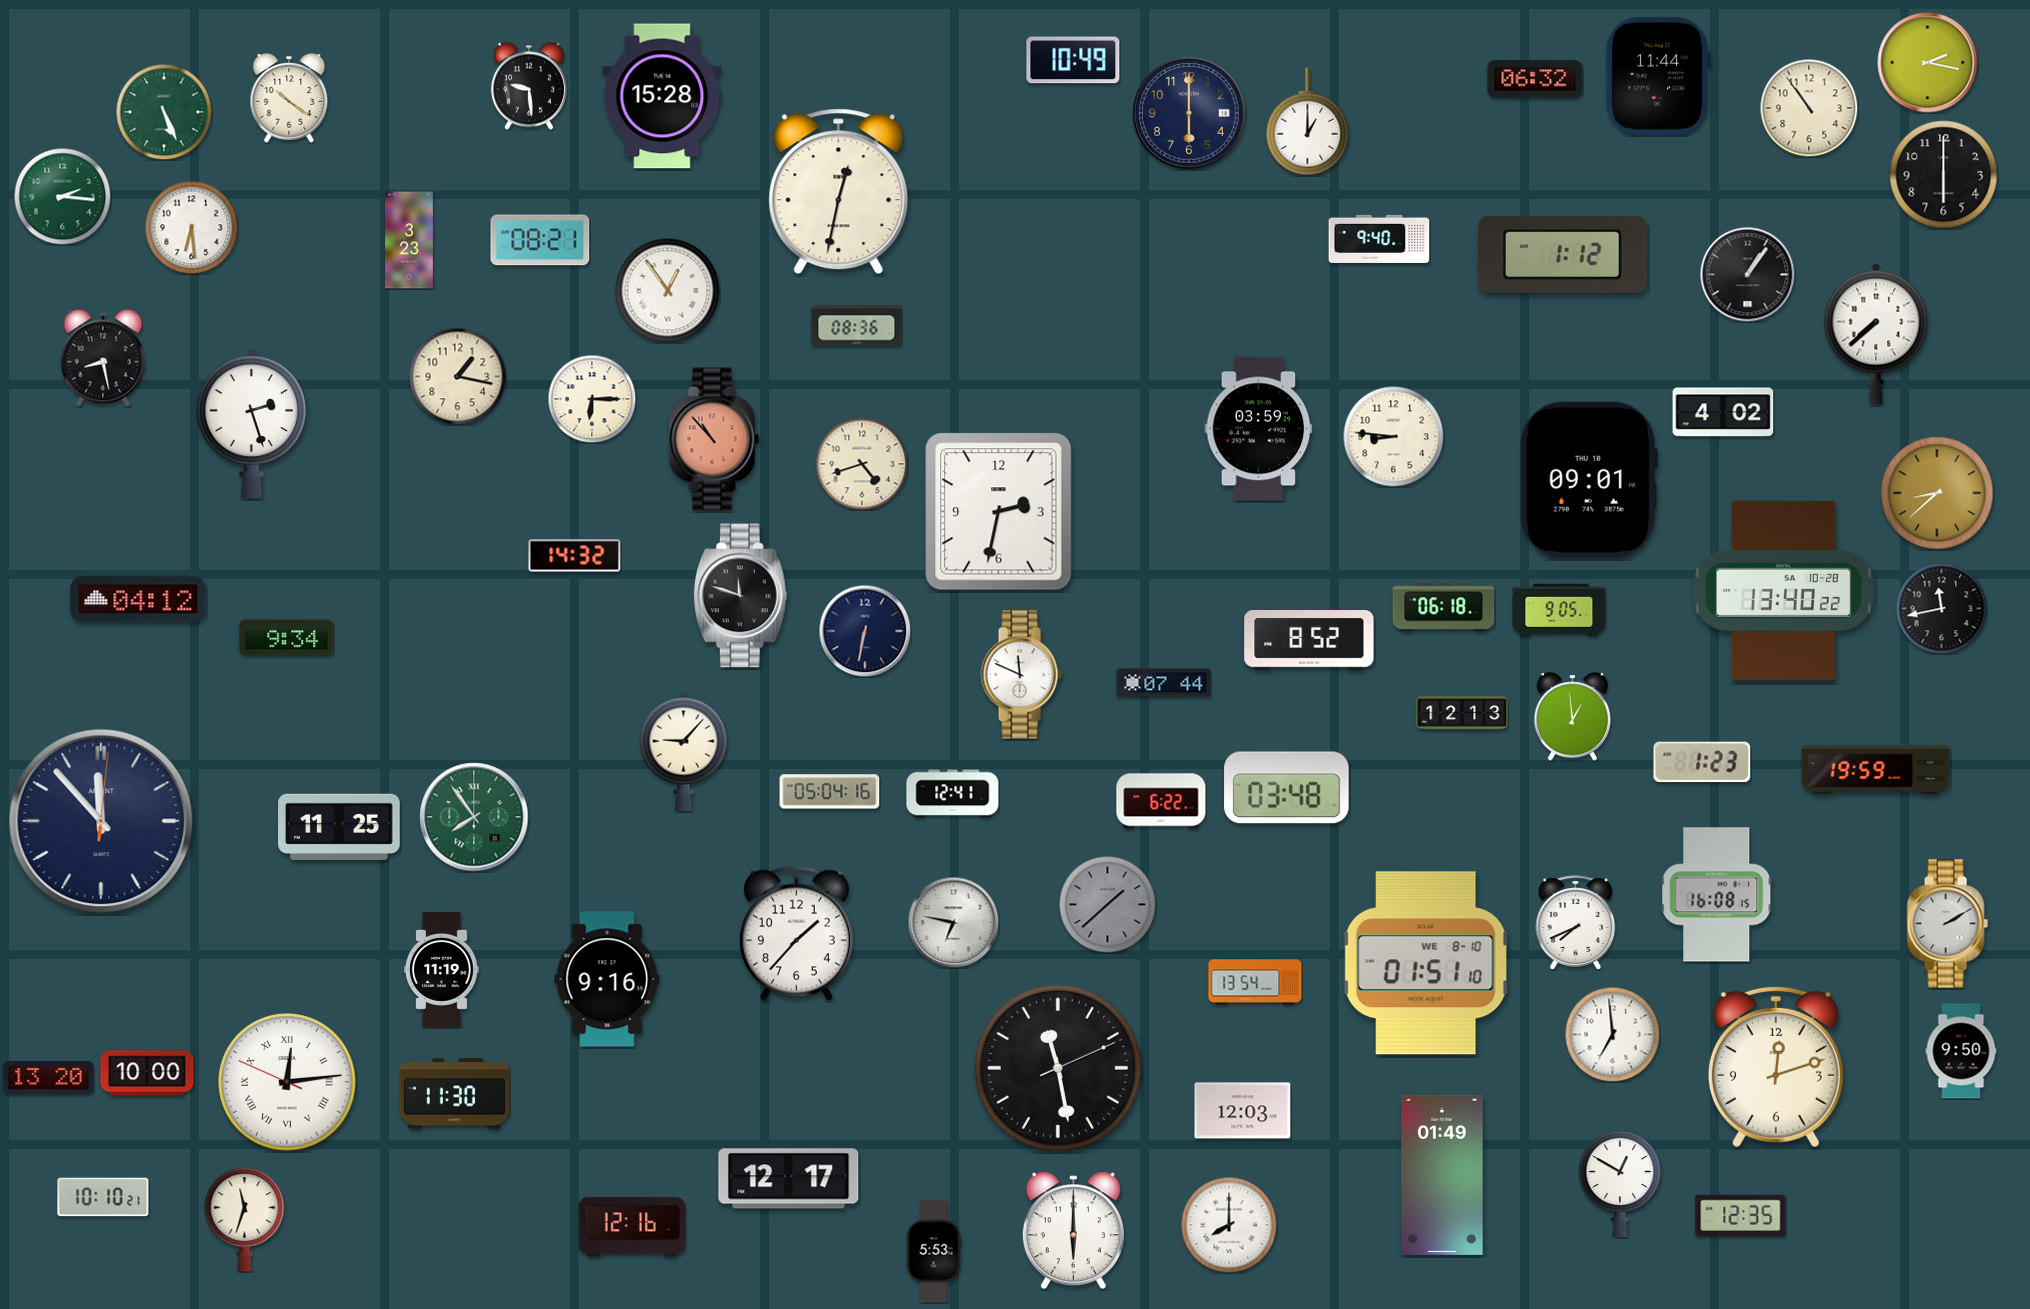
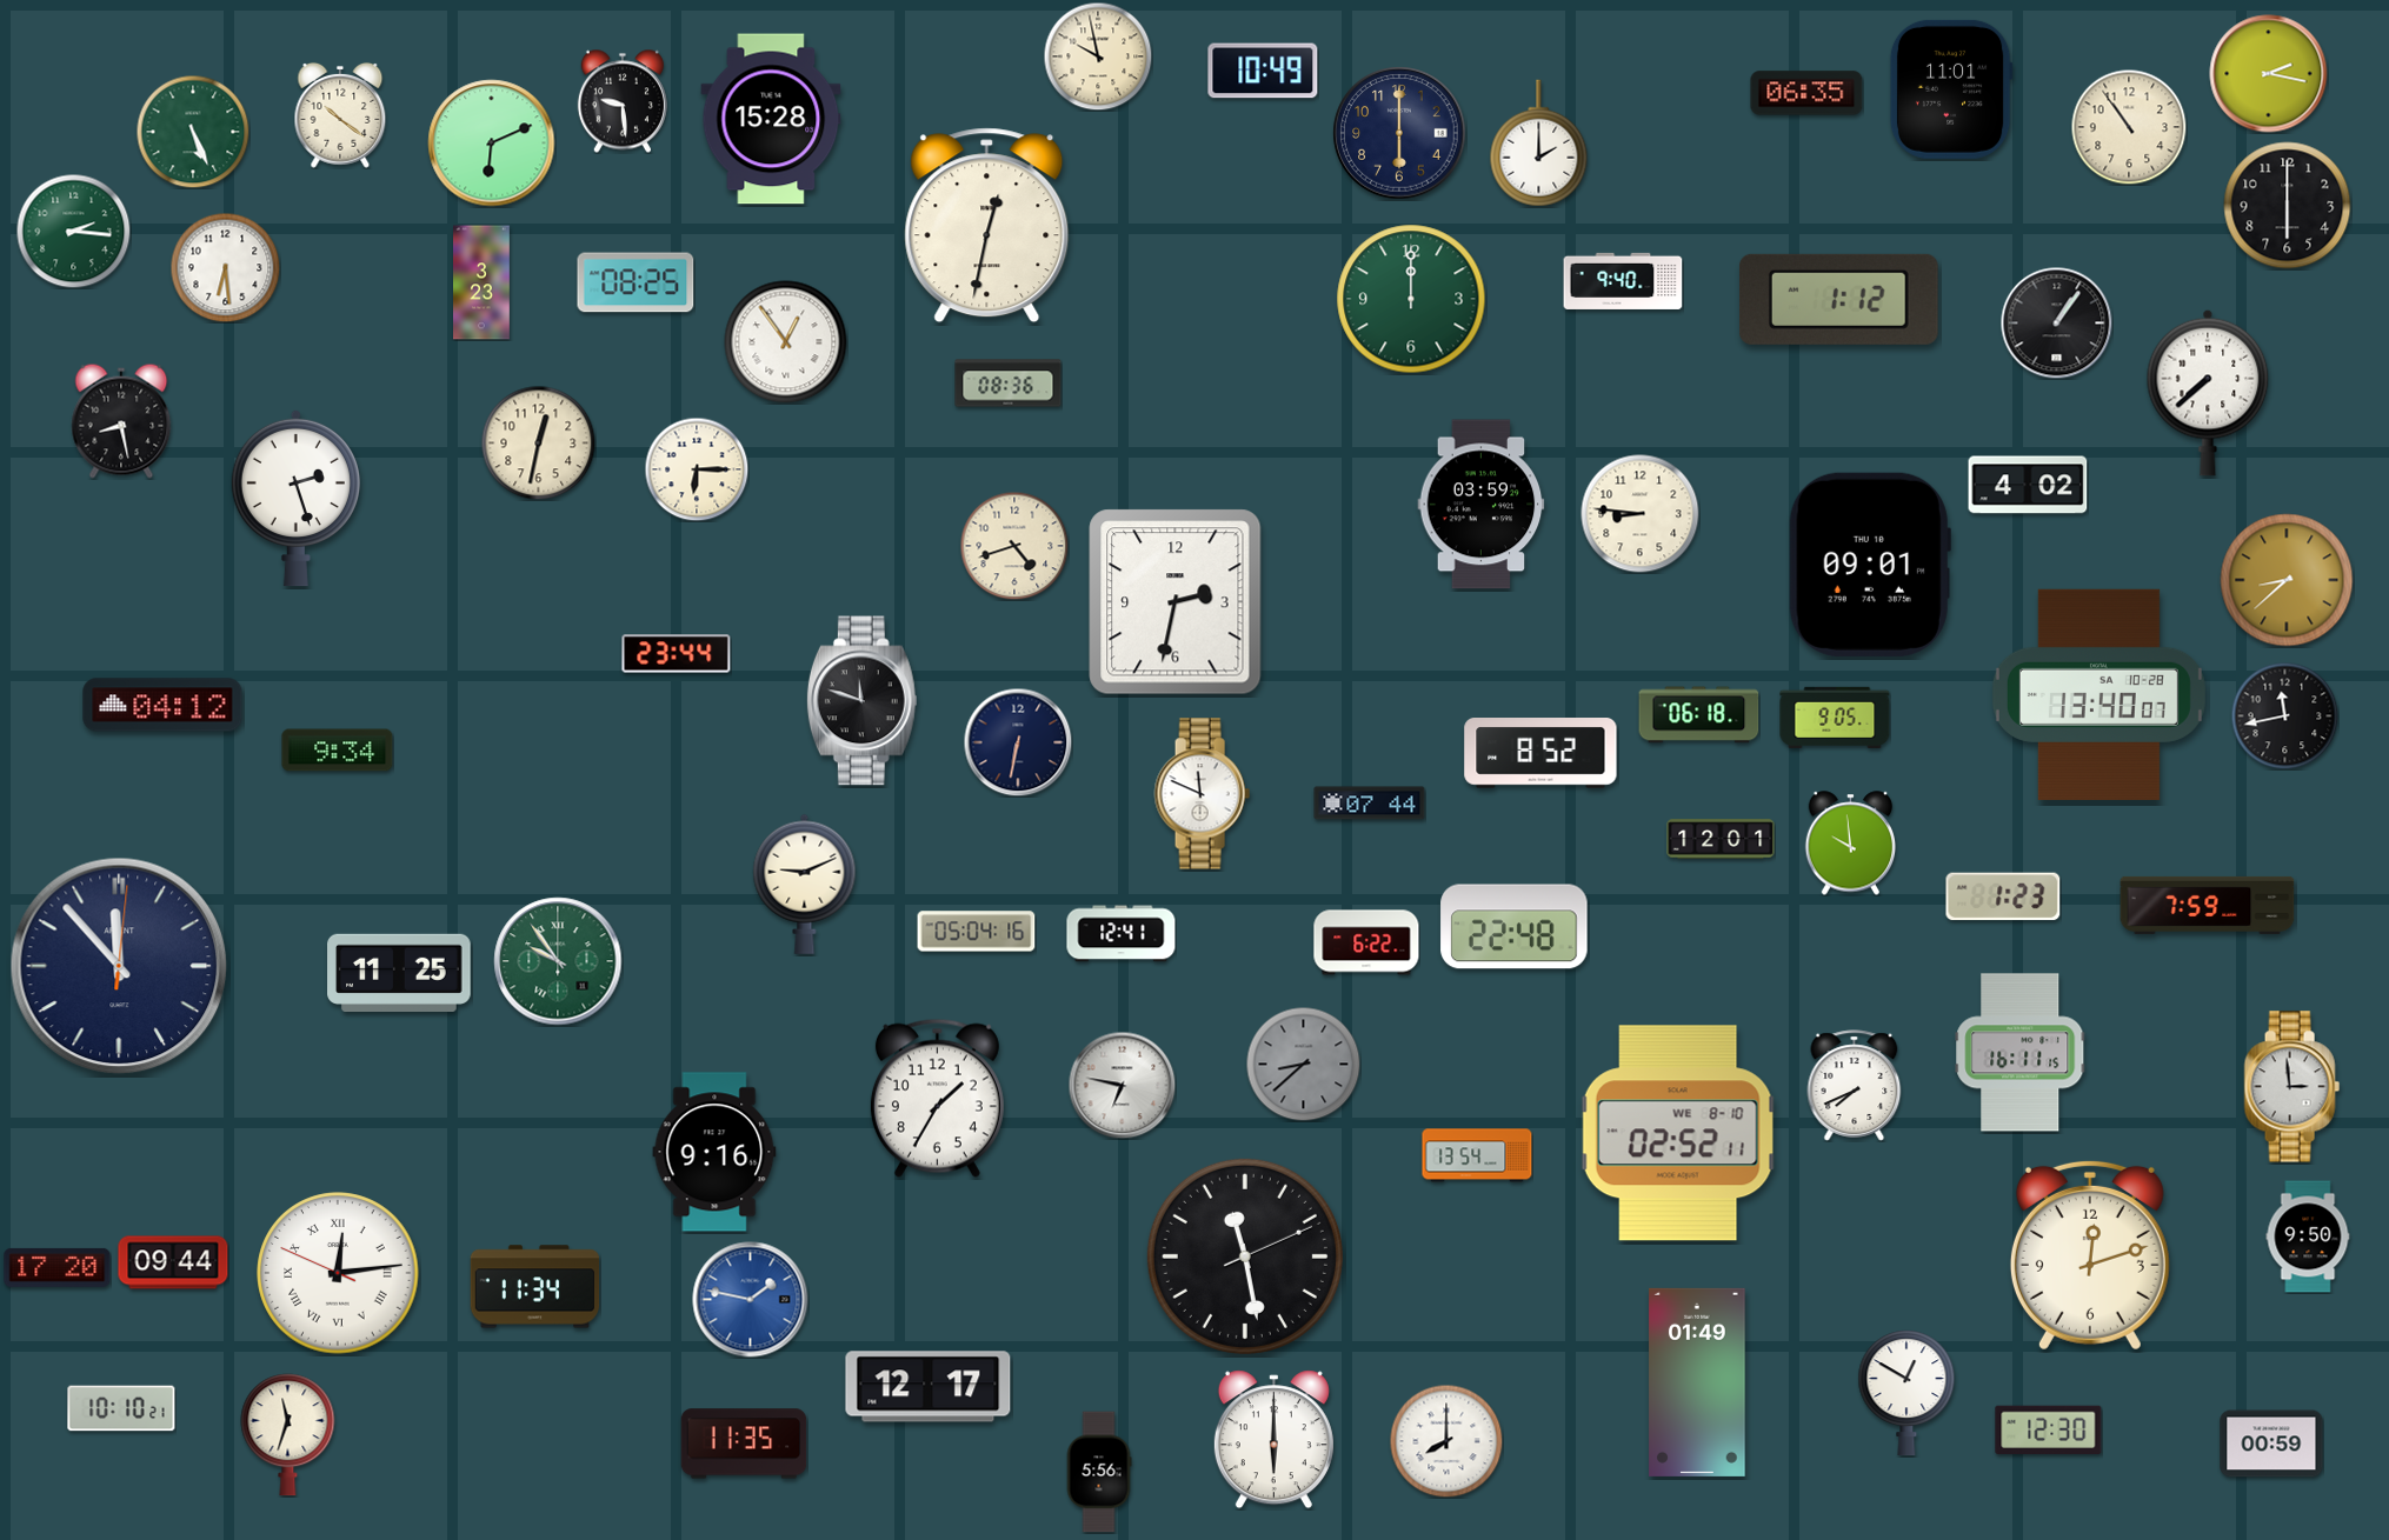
clock at (1098, 56): none -> 9:58
clock at (1658, 76): 11:44 -> 11:01
clock at (1535, 79): 06:32 -> 06:35
clock at (662, 96) position: (662, 96) -> (771, 119)
clock at (492, 144): none -> 6:11
clock at (1308, 122): 1:00 -> 2:00
clock at (540, 240): 08:21 -> 08:25
clock at (1411, 299): none -> 12:00
clock at (457, 376): 1:17 -> 12:32
clock at (714, 439): 10:53 -> none
clock at (1937, 493) position: (1937, 493) -> (2287, 580)
clock at (575, 556): 14:32 -> 23:44
clock at (1783, 590): 13:40:22 -> 13:40:07
clock at (740, 596) position: (740, 596) -> (861, 701)
clock at (1462, 713): 12:13 -> 12:01
clock at (1573, 717): 12:59 -> 9:59
clock at (684, 751): 9:07 -> 9:11
clock at (1876, 769): 19:59 -> 7:59
clock at (1287, 788): 03:48 -> 22:48
clock at (474, 817): 7:54 -> 9:54
clock at (1717, 895): 16:08 -> 16:11
clock at (1107, 904): 1:38 -> 8:38
clock at (1947, 924): 2:10 -> 2:59
clock at (796, 933): 1:37 -> 1:35
clock at (1426, 963): 01:51 -> 02:52
clock at (442, 969): 11:19 -> none
clock at (1612, 1034): 6:59 -> none
clock at (147, 1073): 10:00 -> 09:44
clock at (49, 1077): 13:20 -> 17:20
clock at (455, 1094): 11:30 -> 11:34
clock at (751, 1300): none -> 1:47
clock at (1243, 1111): 12:03 -> none
clock at (1741, 1215): 12:35 -> 12:30
clock at (632, 1227): 12:16 -> 11:35
clock at (2271, 1444): none -> 00:59
clock at (1073, 1231) position: (1073, 1231) -> (1273, 1440)
clock at (934, 1251): 5:53 -> 5:56
